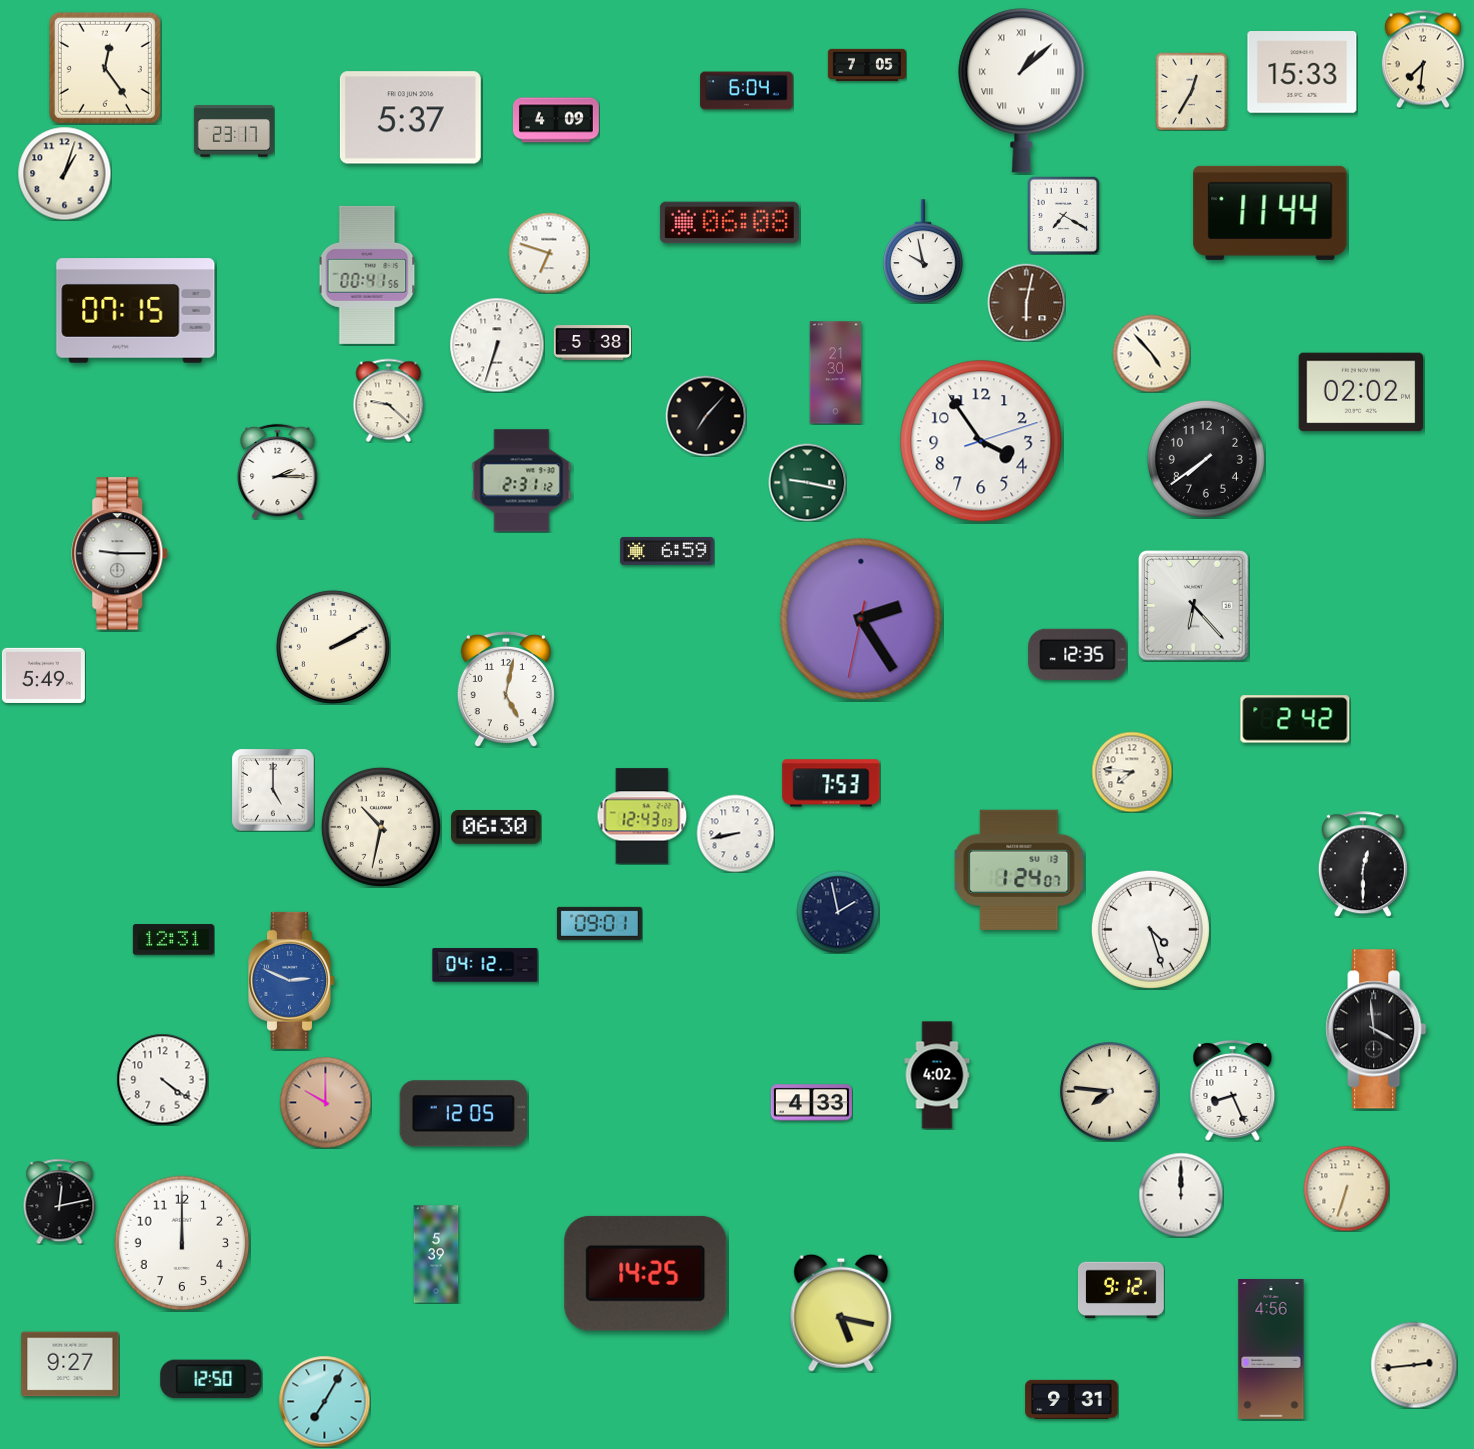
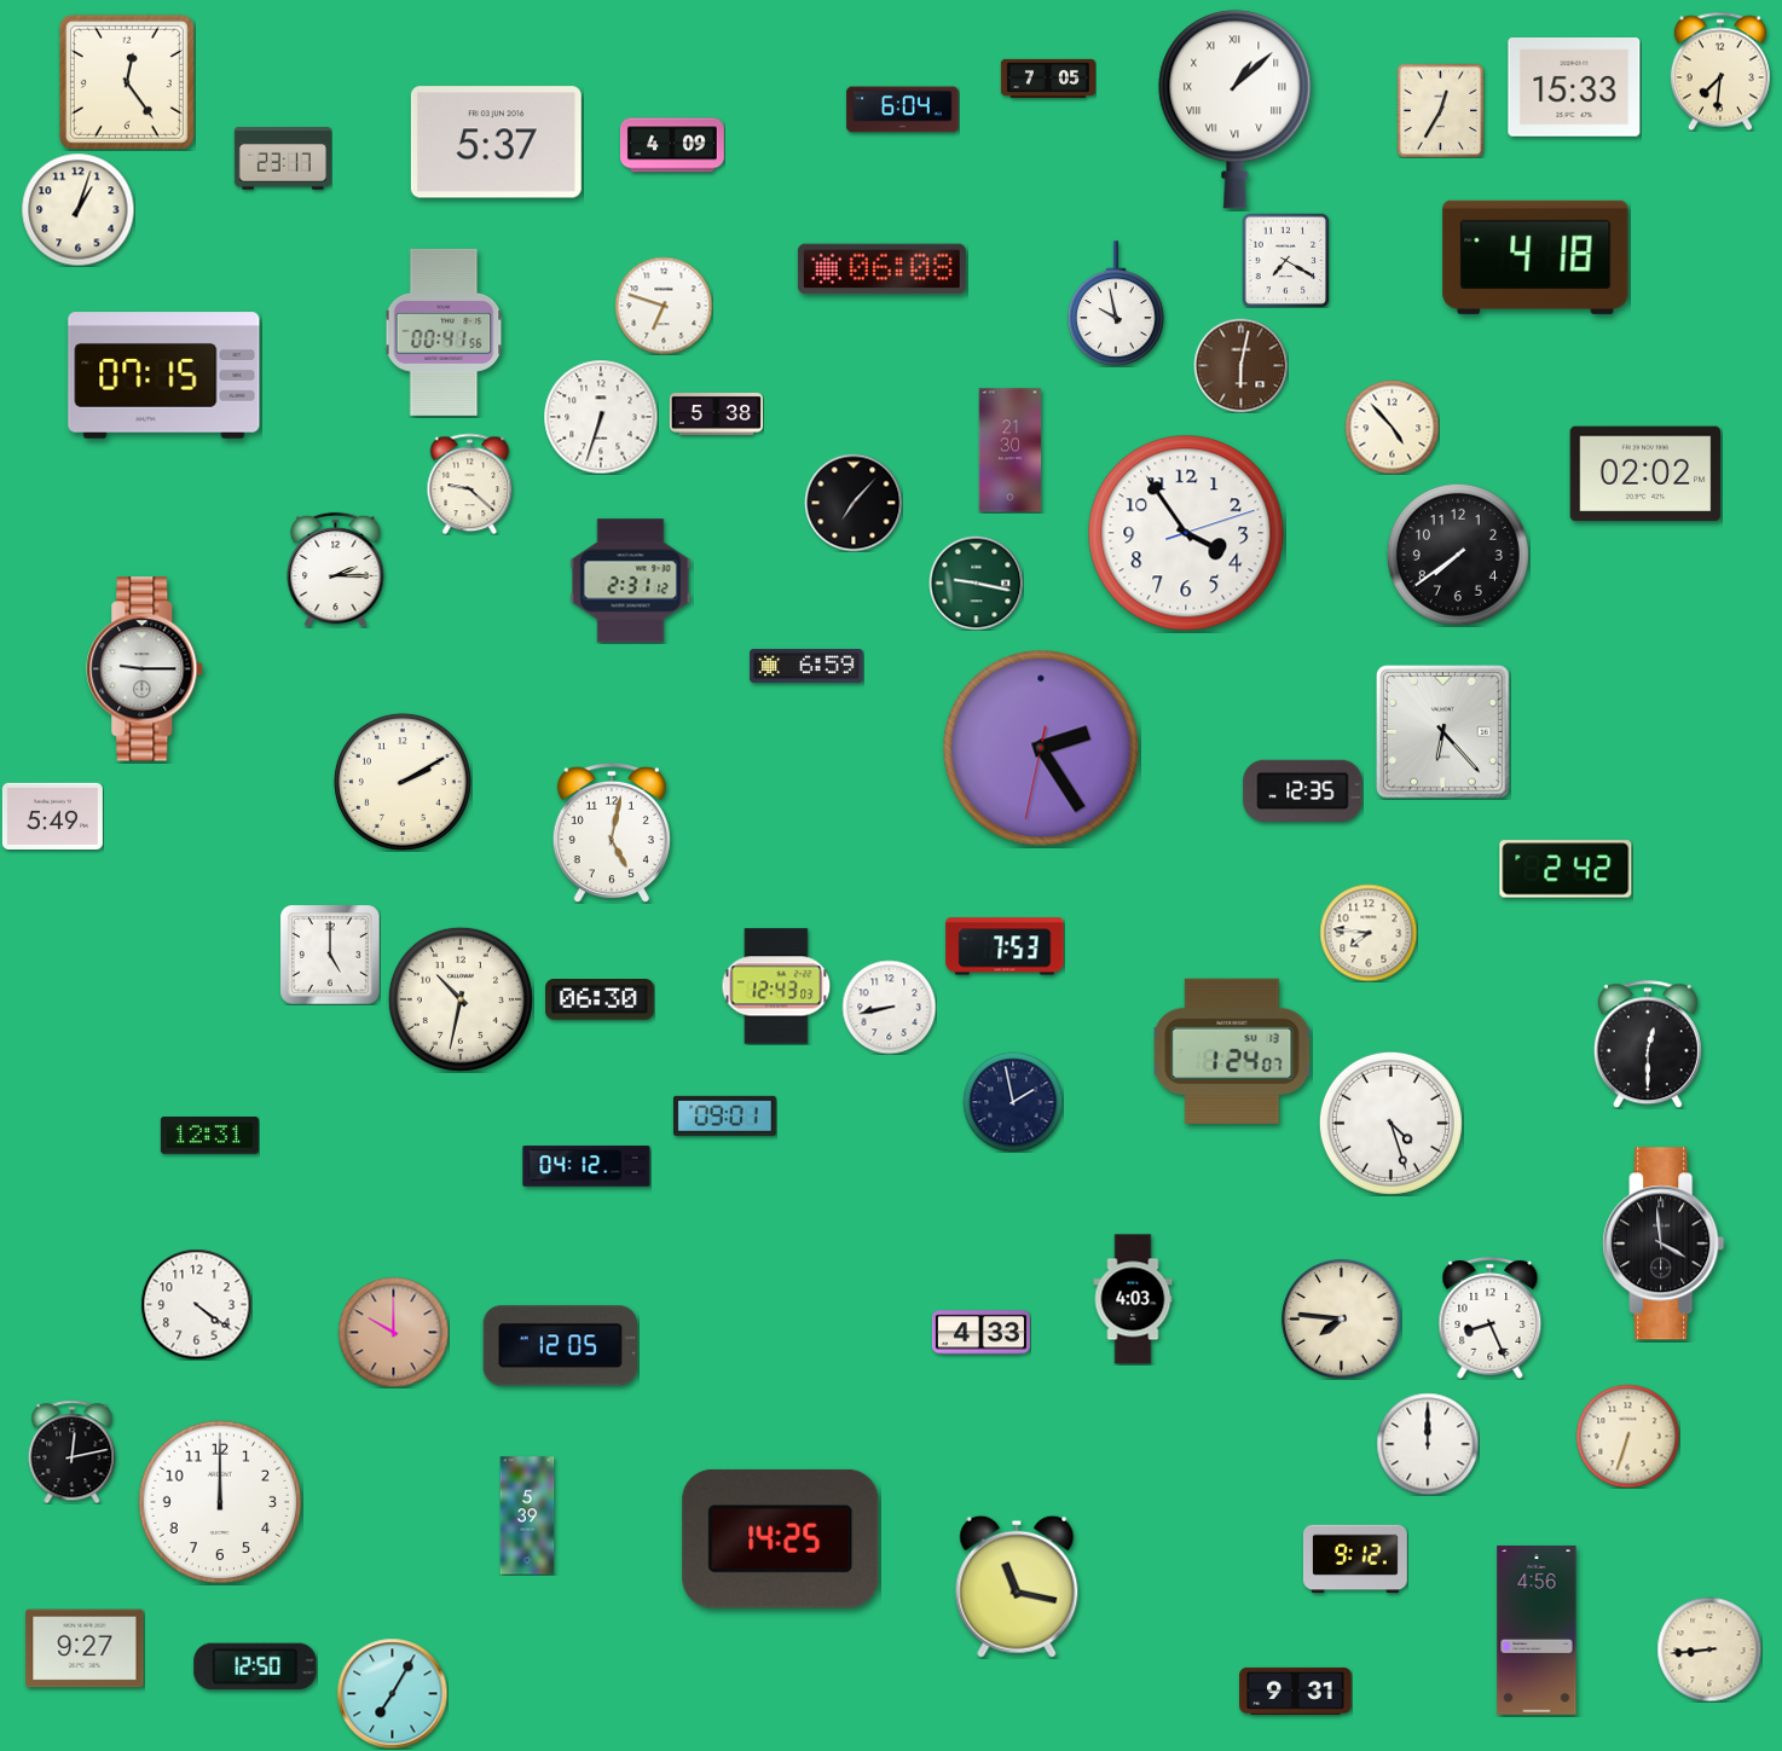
clock at (1270, 213): 11:44 -> 4:18
clock at (292, 980): 2:49 -> none
clock at (937, 1075): 4:02 -> 4:03
clock at (841, 1313): 5:17 -> 11:17
clock at (1414, 1365): 2:44 -> 8:44
